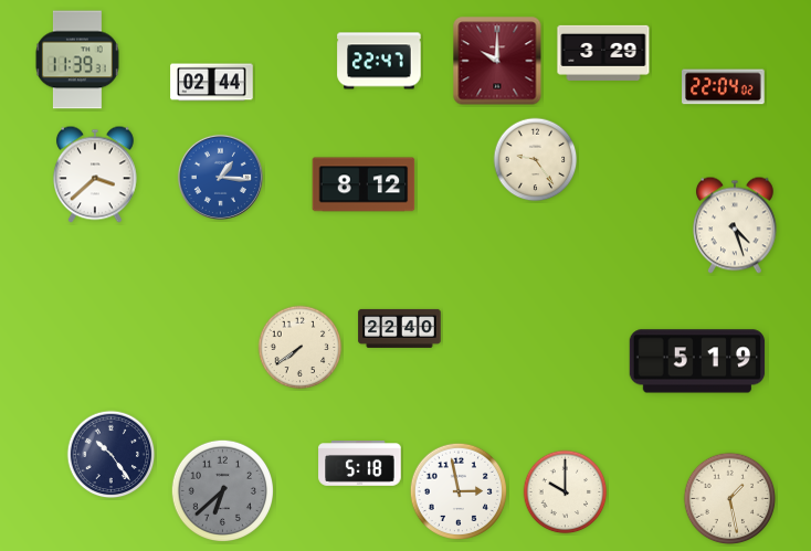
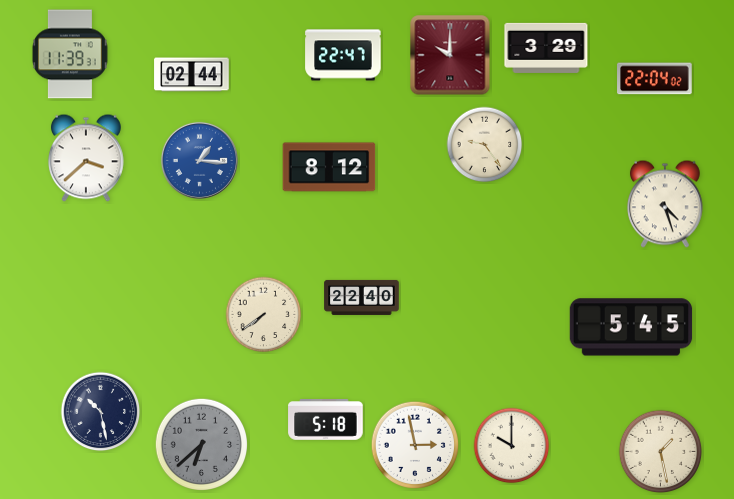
clock at (301, 348) position: (301, 348) -> (264, 315)
clock at (697, 361): 5:19 -> 5:45
clock at (112, 455): 10:24 -> 10:28
